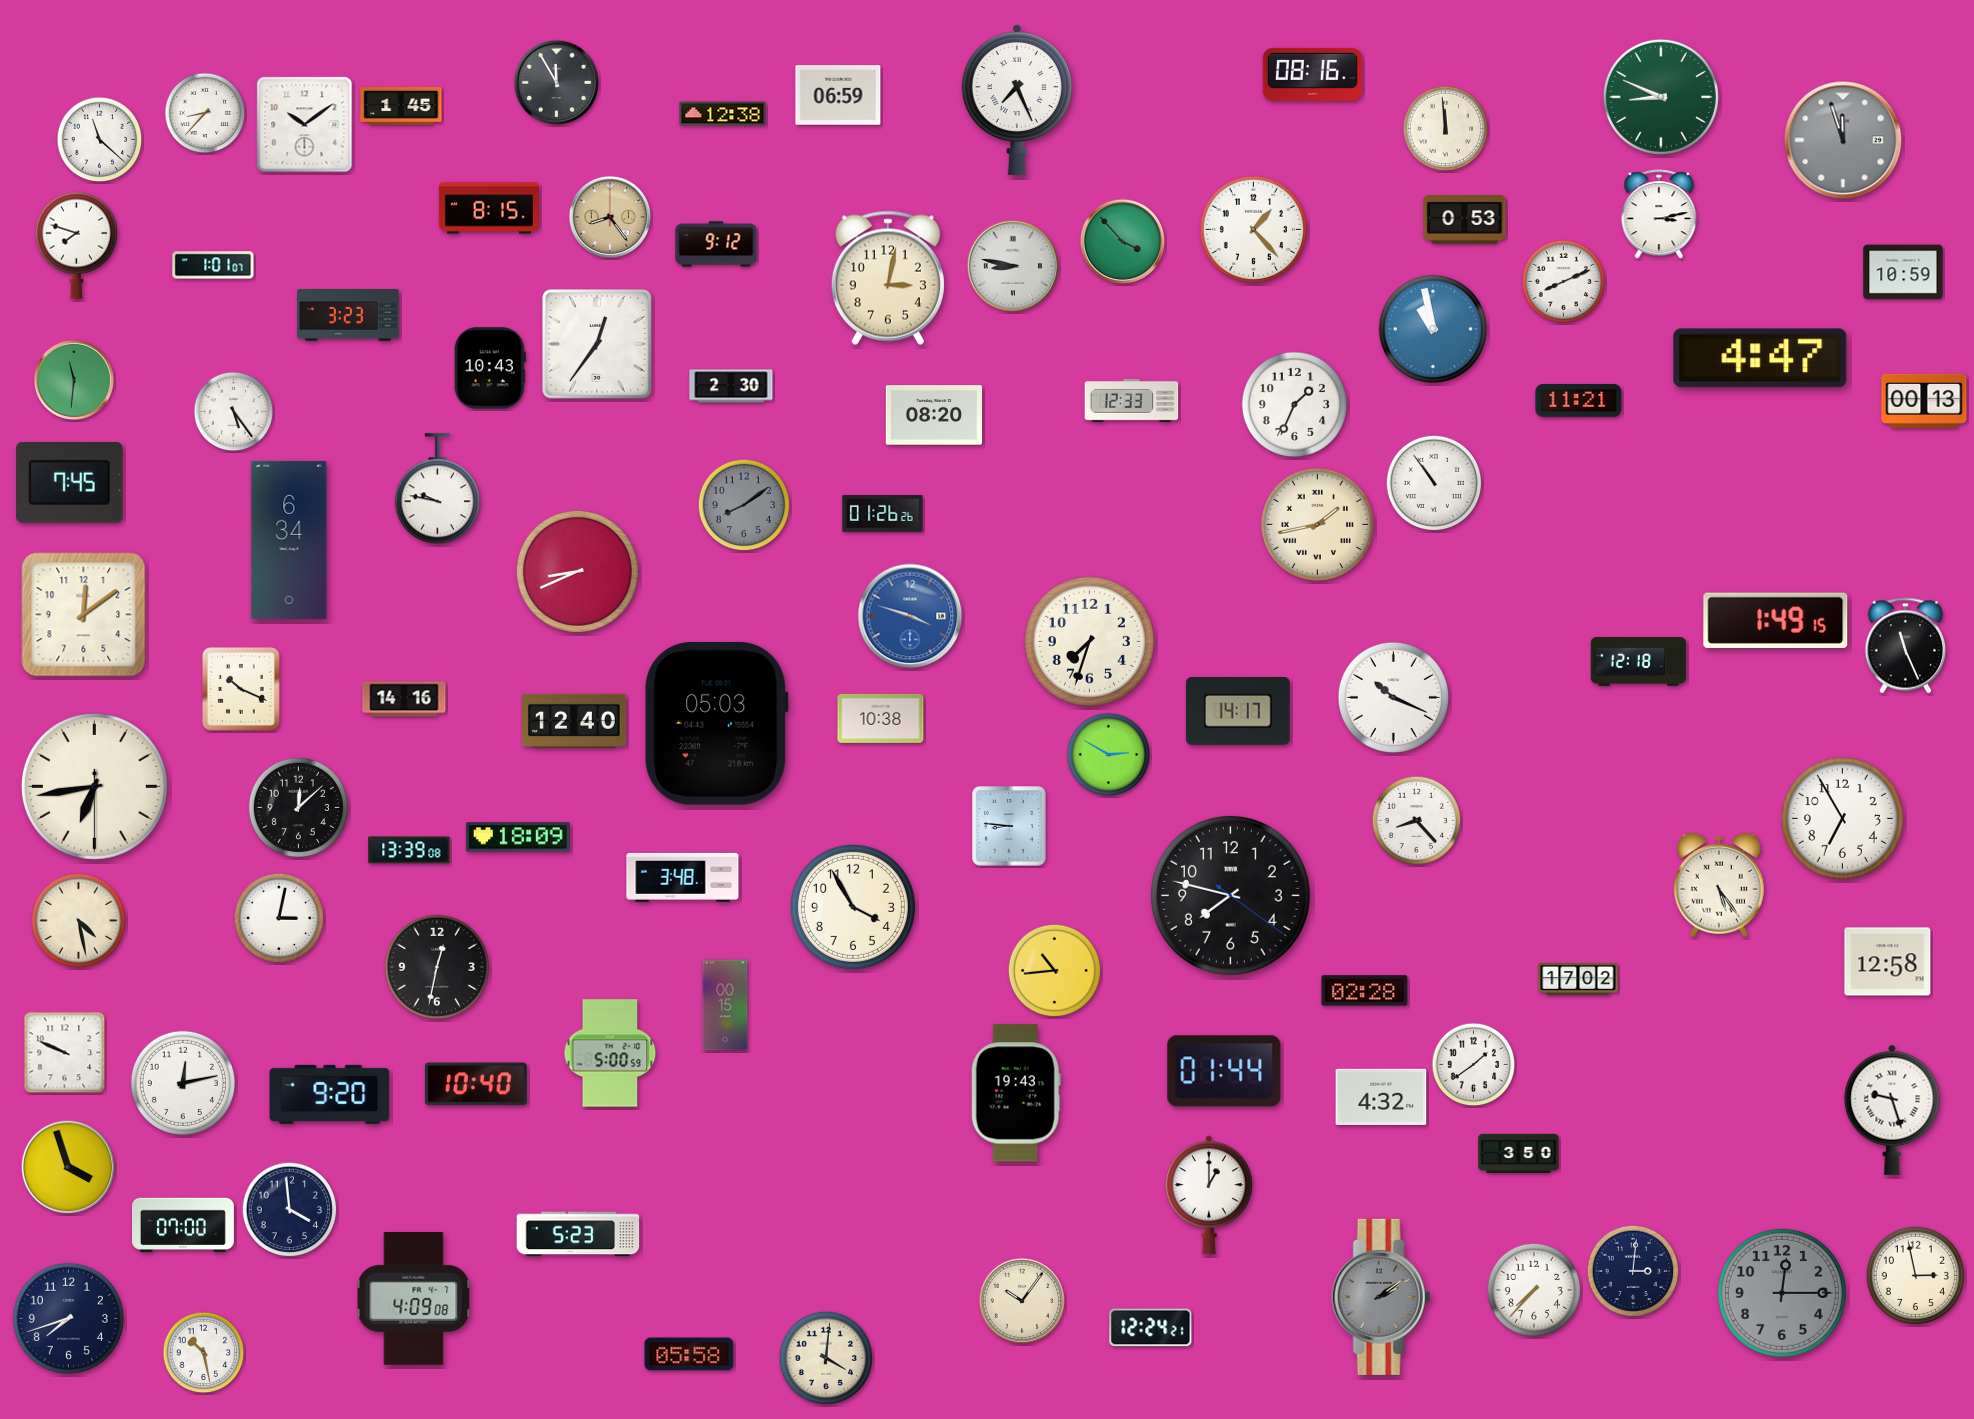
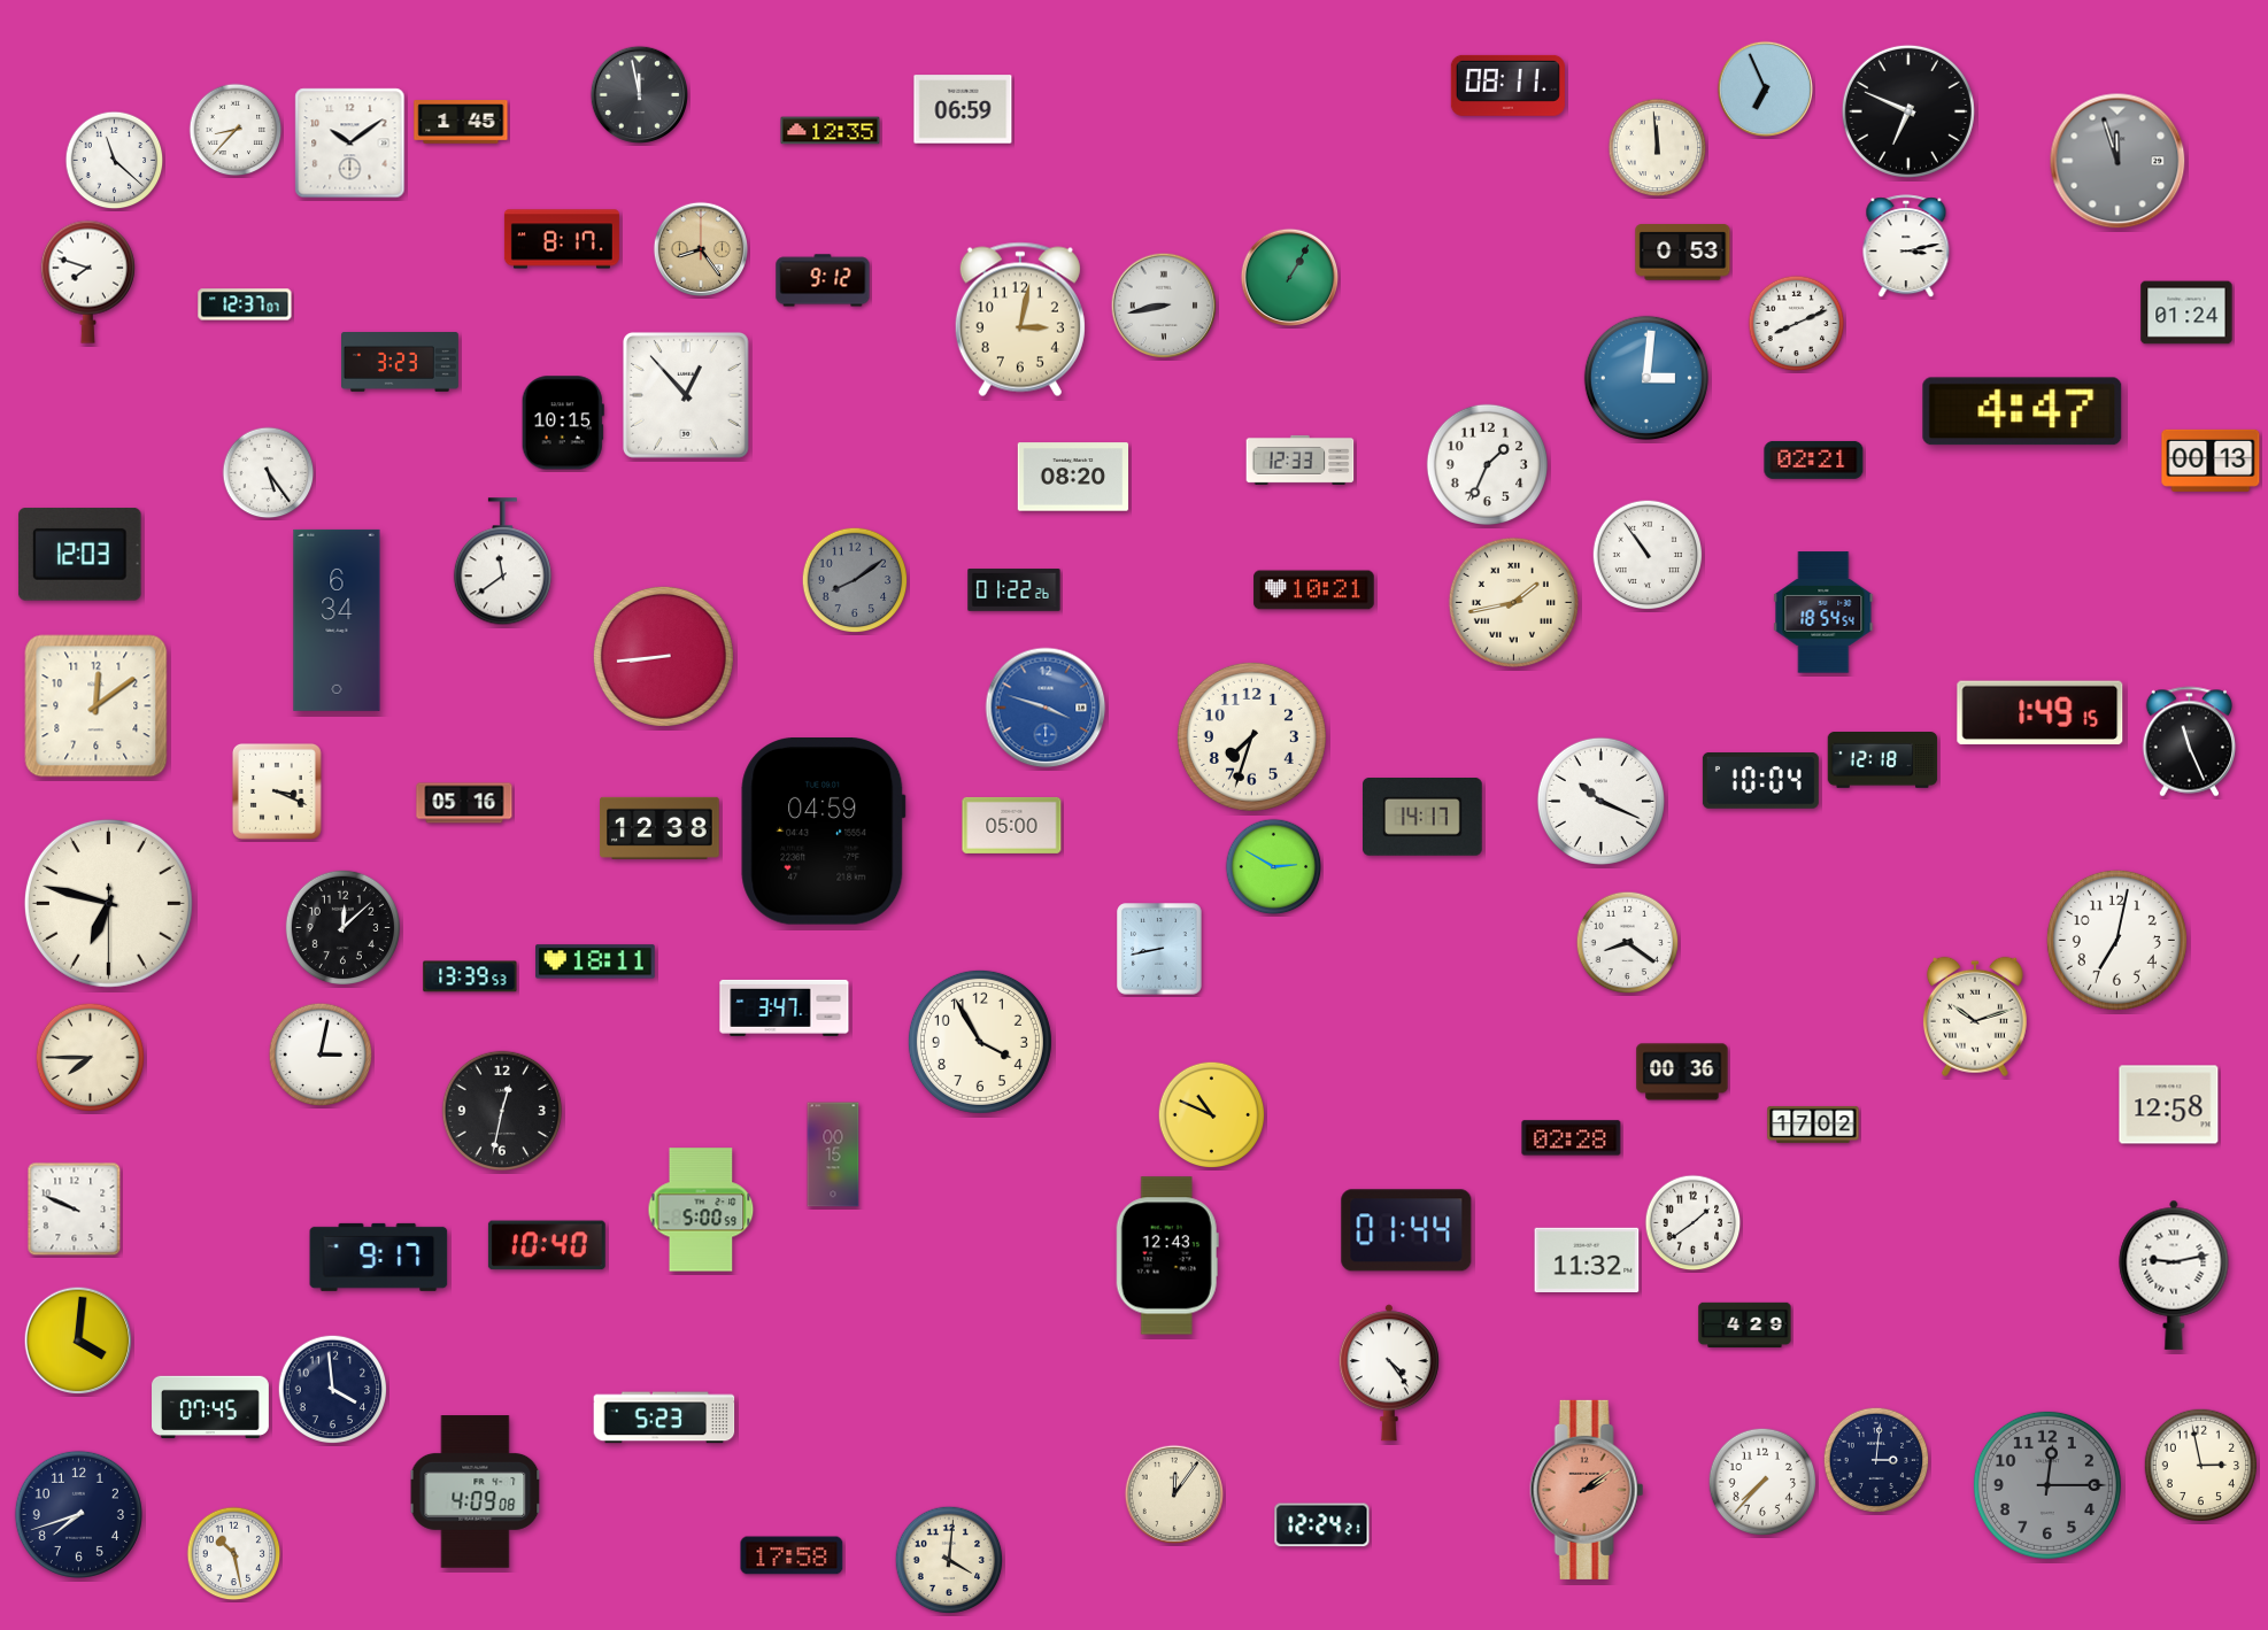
clock at (1312, 74): 08:16 -> 08:11
clock at (1765, 88): none -> 6:56
clock at (557, 83): 11:55 -> 11:58
clock at (1661, 97): 8:49 -> 6:49
clock at (1661, 97) dial: green -> black
clock at (1017, 100): 7:26 -> none
clock at (723, 114): 12:38 -> 12:35
clock at (1446, 129) position: (1446, 129) -> (1658, 148)
clock at (489, 208): 8:15 -> 8:17
clock at (1253, 229): 1:23 -> none
clock at (1123, 242): 3:53 -> 1:05
clock at (213, 265): 1:01 -> 12:37
clock at (1013, 266): 8:47 -> 8:43
clock at (1903, 272): 10:59 -> 01:24
clock at (1433, 329): 10:58 -> 3:01
clock at (597, 344): 12:36 -> 12:53
clock at (490, 368): 10:43 -> 10:15
clock at (73, 379): 11:31 -> none
clock at (731, 386): 2:30 -> none
clock at (1579, 400): 11:21 -> 02:21
clock at (70, 483): 7:45 -> 12:03
clock at (437, 489): 9:47 -> 11:39
clock at (883, 514): 01:26 -> 01:22
clock at (1314, 590): none -> 10:21
clock at (1823, 612): none -> 18:54
clock at (289, 540) position: (289, 540) -> (337, 620)
clock at (577, 571): 8:41 -> 8:44
clock at (1760, 781): none -> 10:04
clock at (241, 689): 10:19 -> 3:19
clock at (404, 699): 14:16 -> 05:16
clock at (881, 718): 10:38 -> 05:00
clock at (574, 721): 12:40 -> 12:38
clock at (717, 724): 05:03 -> 04:59
clock at (94, 786): 6:43 -> 6:47
clock at (1842, 818): 6:55 -> 7:02
clock at (1417, 821): 8:23 -> 8:21
clock at (1009, 826): 8:46 -> 8:43
clock at (518, 837): 18:09 -> 18:11
clock at (409, 850): 13:39:08 -> 13:39:53
clock at (683, 877): 3:48 -> 3:47
clock at (1719, 885): 5:24 -> 10:12
clock at (1230, 895): 7:47 -> none
clock at (79, 921): 4:28 -> 7:45
clock at (1682, 1072): none -> 00:36
clock at (1055, 971): 10:44 -> 10:49
clock at (1365, 991) position: (1365, 991) -> (1572, 1138)
clock at (183, 1083): 12:13 -> none
clock at (1016, 1093): 19:43 -> 12:43
clock at (330, 1094): 9:20 -> 9:17
clock at (1381, 1096): 4:32 -> 11:32
clock at (1892, 1110): 9:27 -> 9:13
clock at (1519, 1153): 3:50 -> 4:29
clock at (68, 1167): 3:57 -> 4:01
clock at (1209, 1195): 1:00 -> 4:24
clock at (184, 1225): 07:00 -> 07:45
clock at (1381, 1297) dial: grey -> salmon
clock at (1022, 1301): 10:06 -> 12:06
clock at (689, 1354): 05:58 -> 17:58
